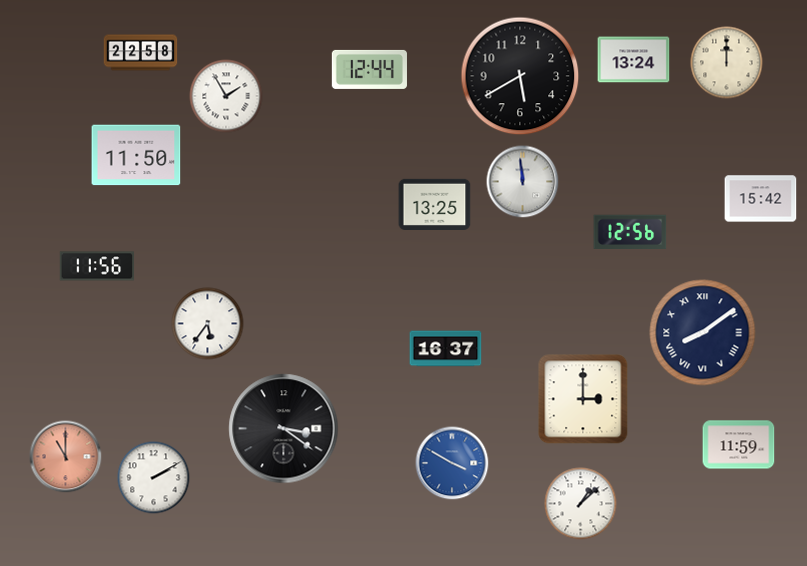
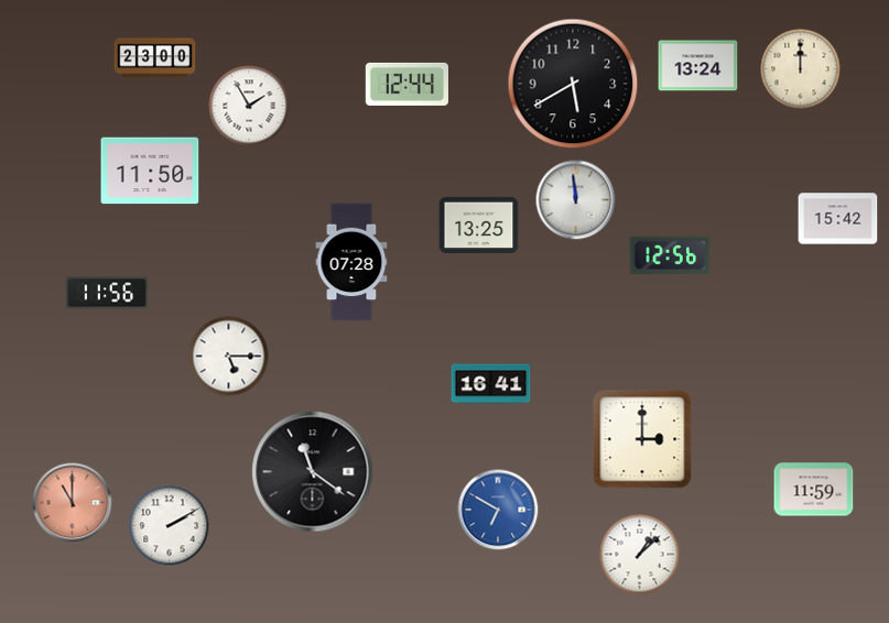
clock at (141, 53): 22:58 -> 23:00
clock at (369, 69) position: (369, 69) -> (406, 84)
clock at (630, 231) position: (630, 231) -> (670, 254)
clock at (351, 262): none -> 07:28
clock at (208, 324): 5:36 -> 5:15
clock at (703, 333): 8:09 -> none
clock at (446, 349): 16:37 -> 16:41
clock at (284, 429): 3:21 -> 11:21
clock at (452, 463): 3:50 -> 6:50
